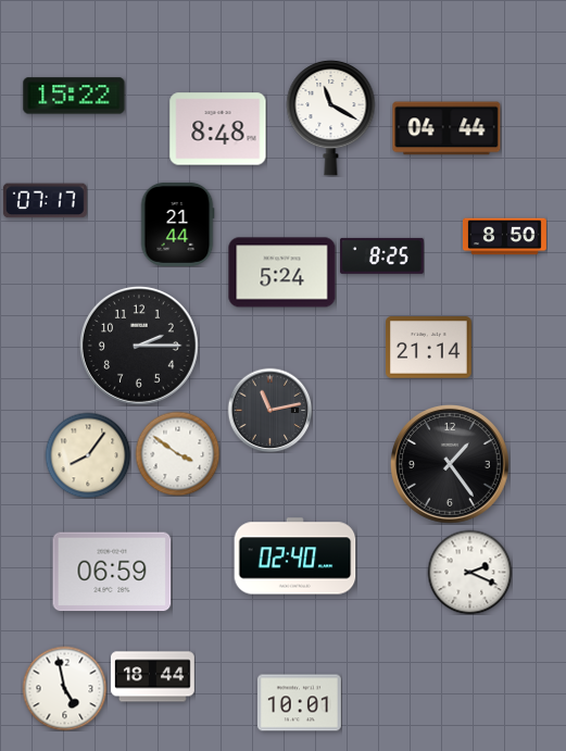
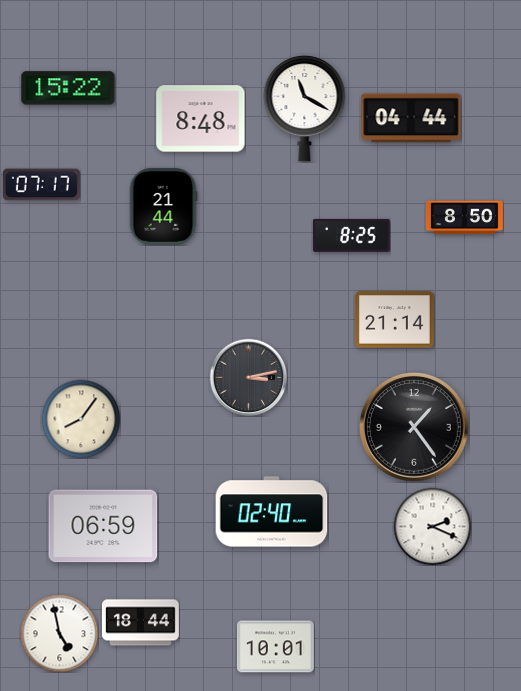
clock at (282, 273): 5:24 -> none
clock at (139, 346): 2:15 -> none
clock at (269, 410): 11:13 -> 3:13
clock at (177, 453): 3:51 -> none
